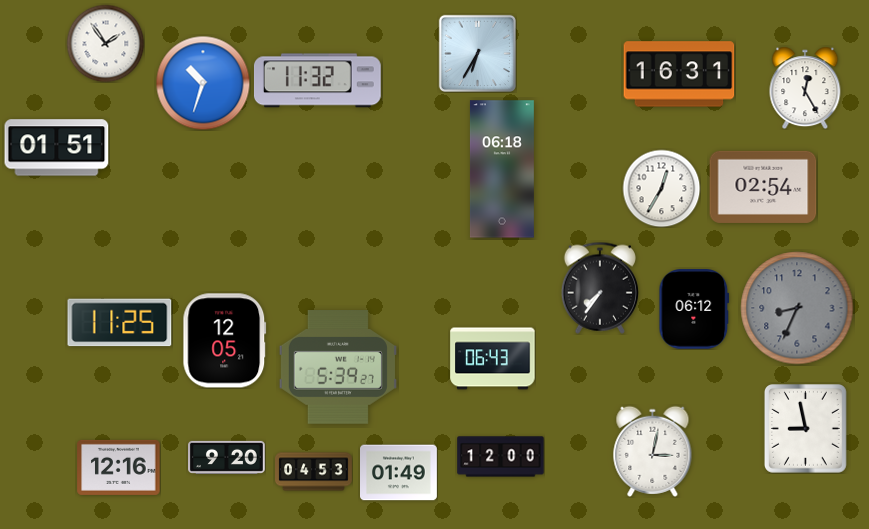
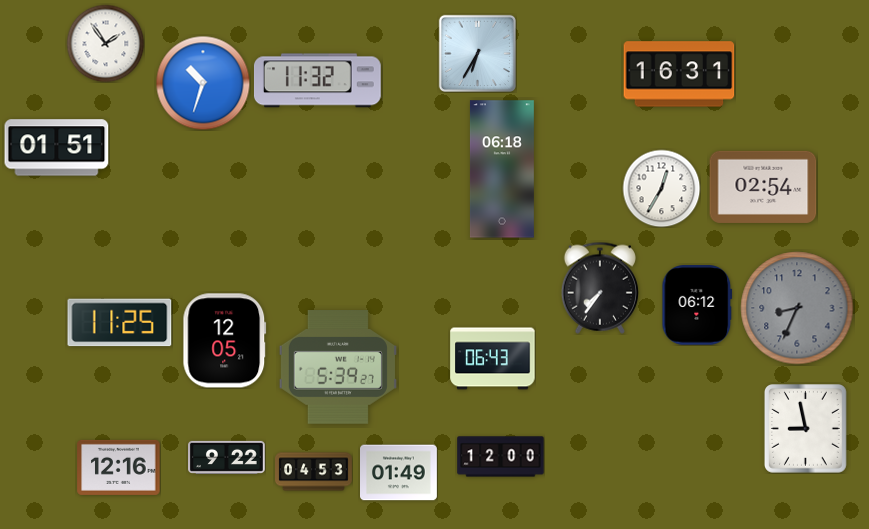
clock at (805, 88): 12:25 -> none
clock at (694, 309) position: (694, 309) -> (697, 305)
clock at (653, 451): 3:02 -> none
clock at (227, 457): 9:20 -> 9:22
